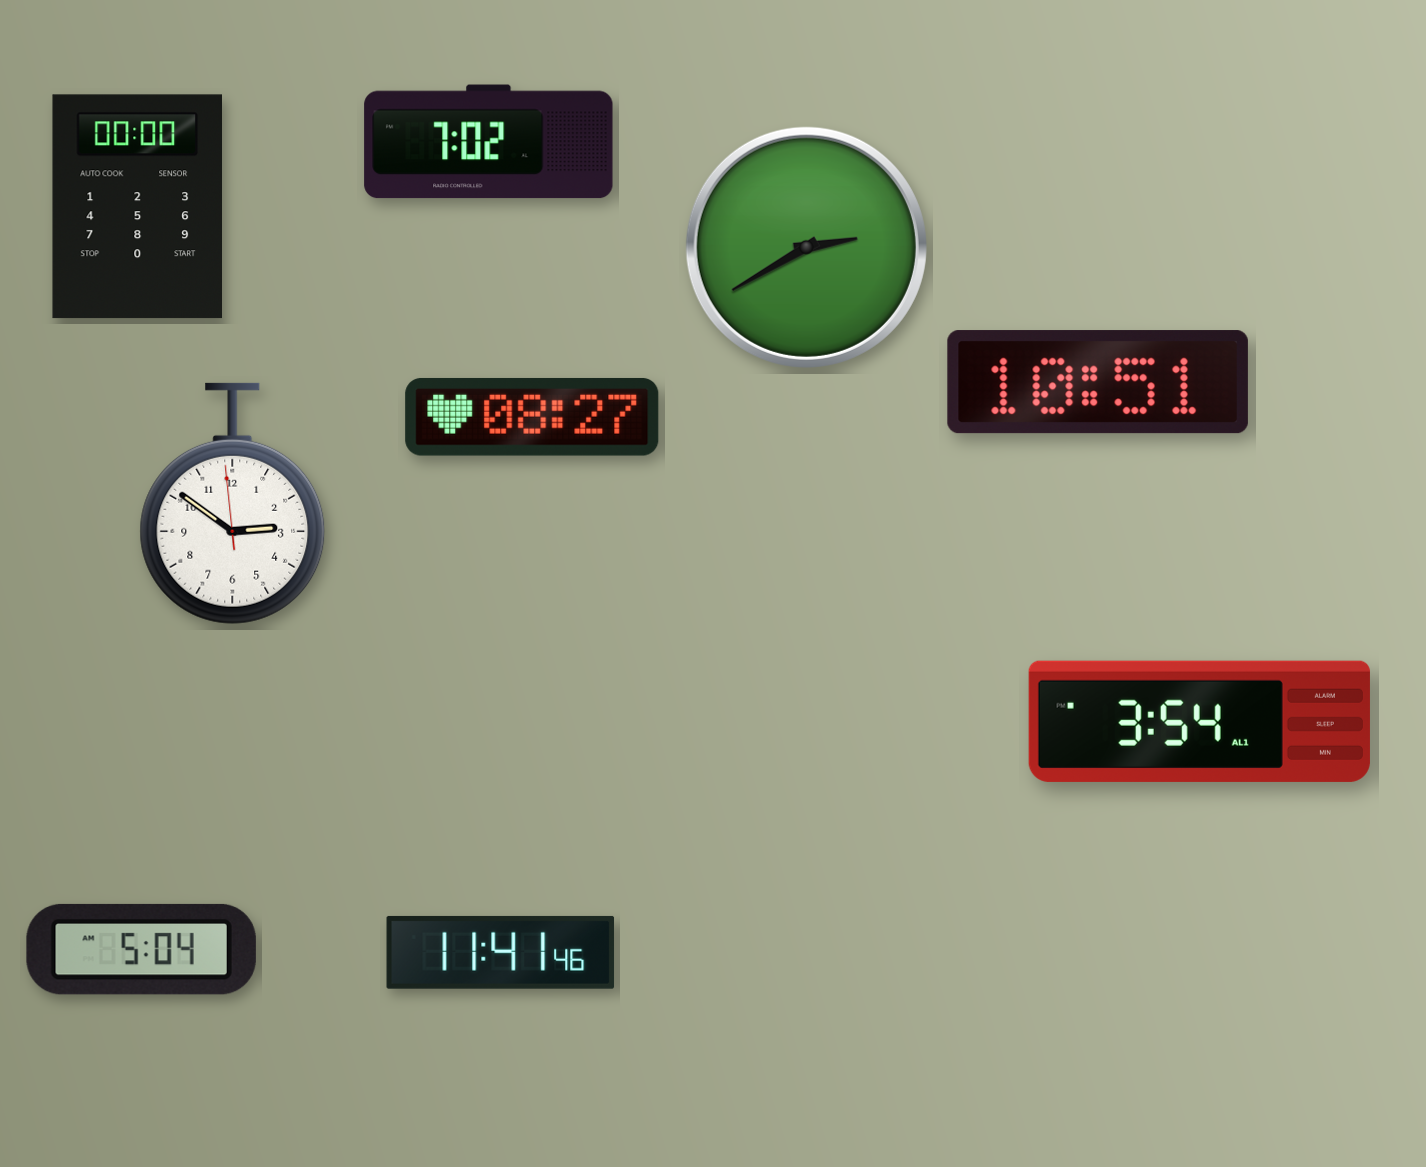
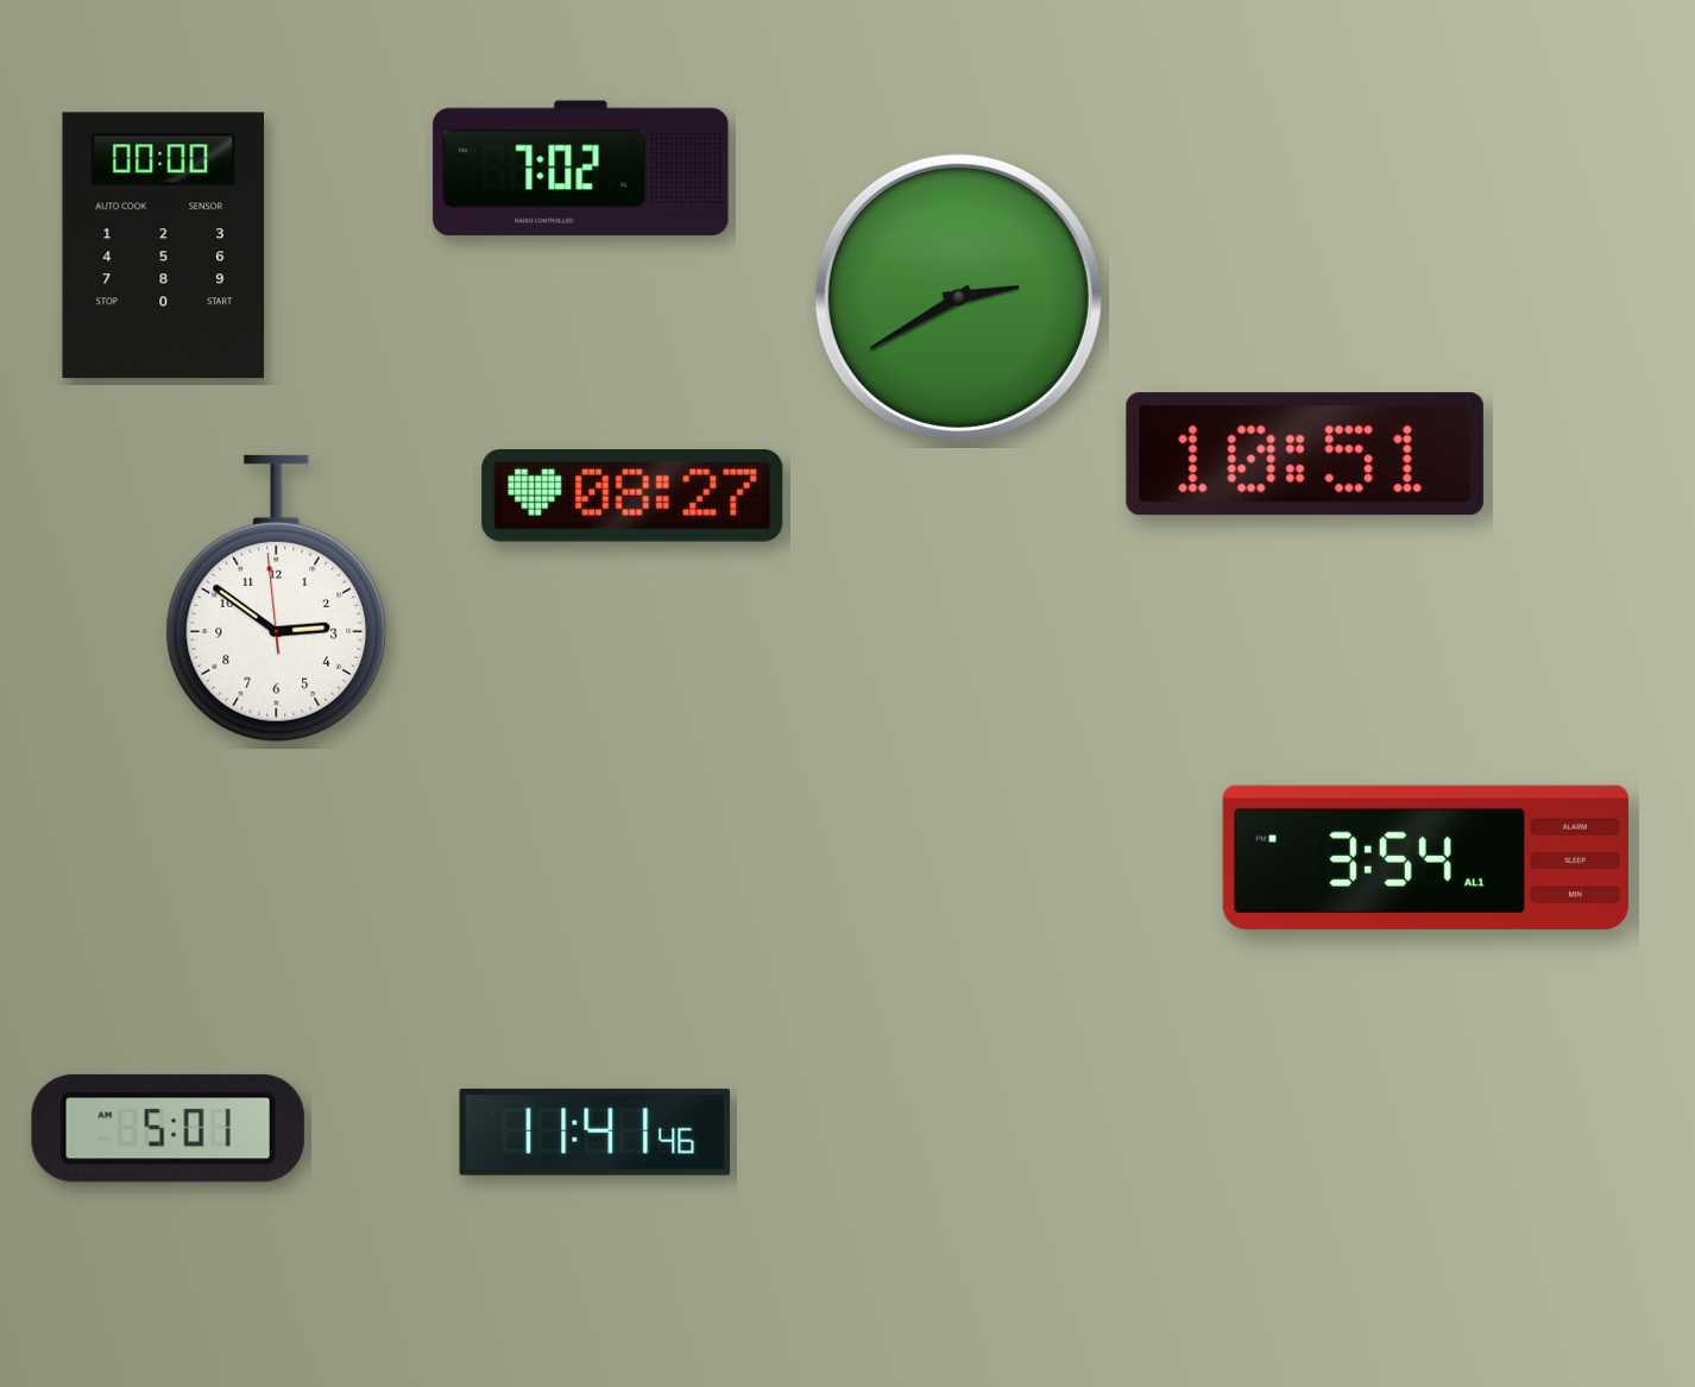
clock at (806, 247) position: (806, 247) -> (958, 297)
clock at (141, 949): 5:04 -> 5:01
